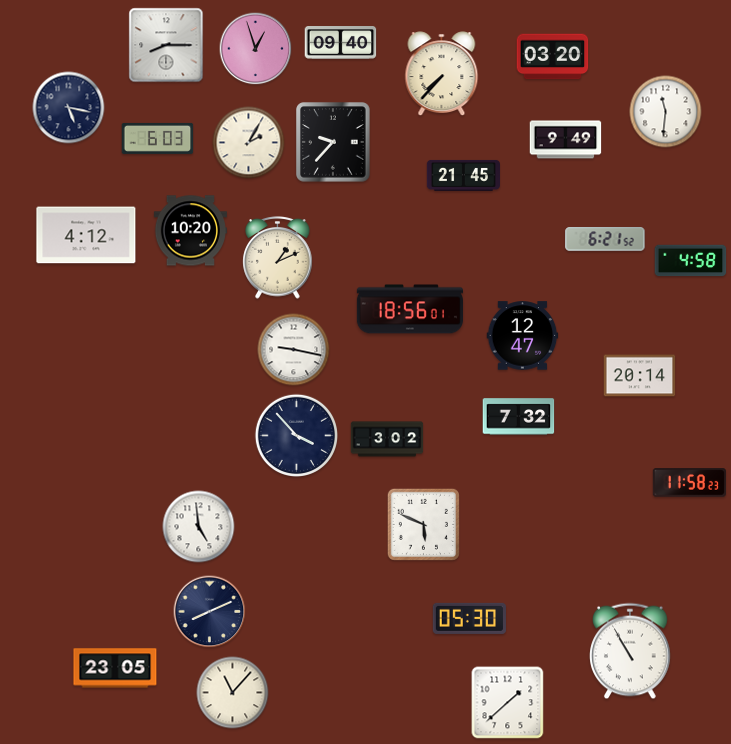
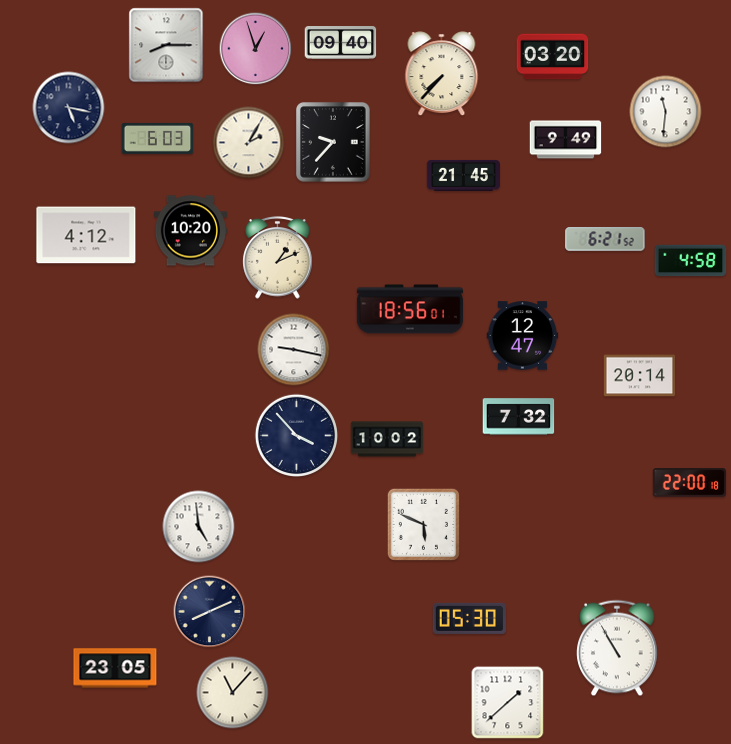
clock at (387, 439): 3:02 -> 10:02
clock at (689, 483): 11:58 -> 22:00
clock at (630, 651) position: (630, 651) -> (617, 648)
